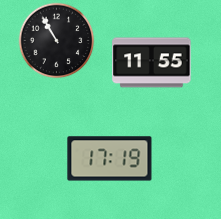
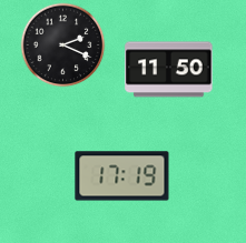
clock at (57, 41): 10:55 -> 2:19
clock at (152, 63): 11:55 -> 11:50
